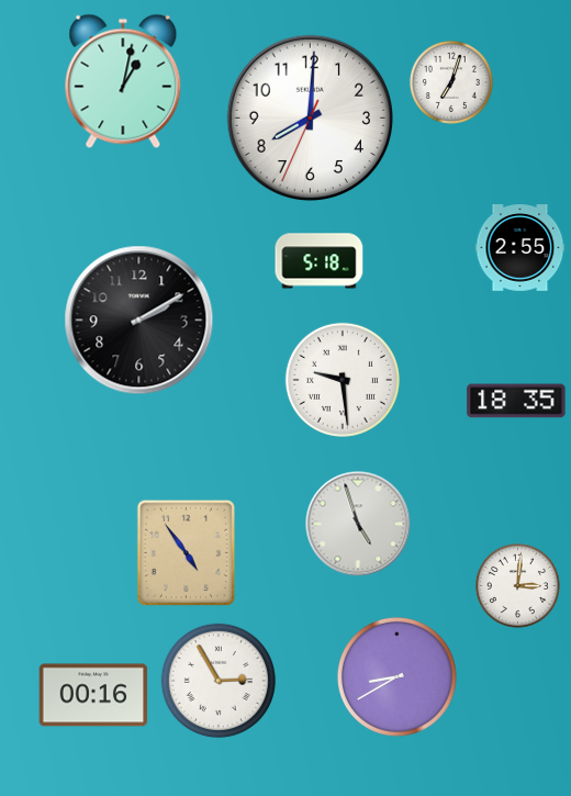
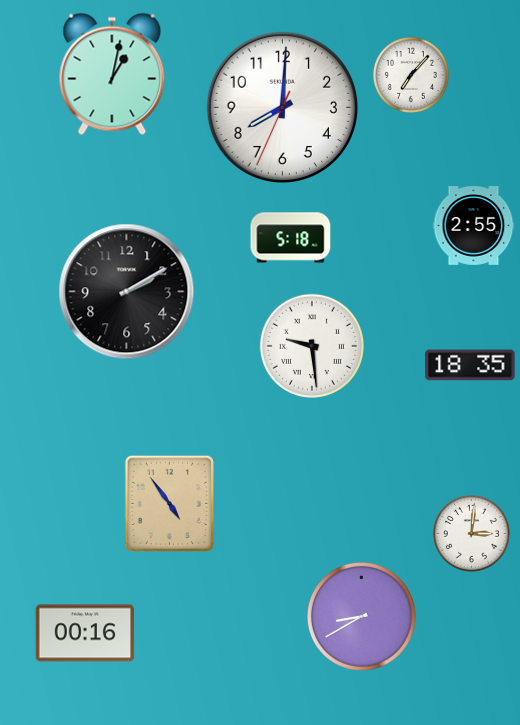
clock at (451, 82): 7:03 -> 7:07
clock at (358, 524): 4:57 -> none
clock at (219, 681): 2:55 -> none
